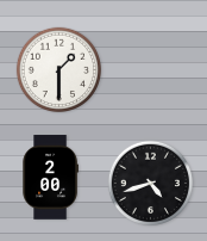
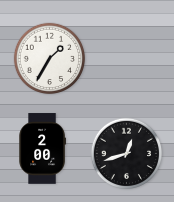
clock at (59, 70): 1:30 -> 1:35
clock at (151, 184): 4:42 -> 12:42
